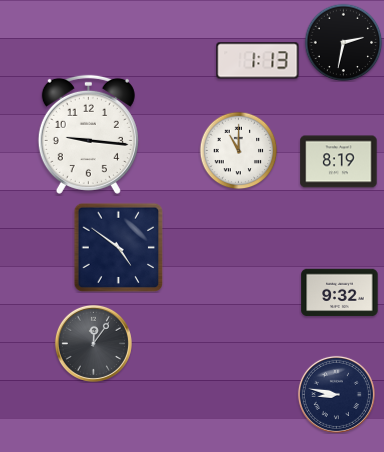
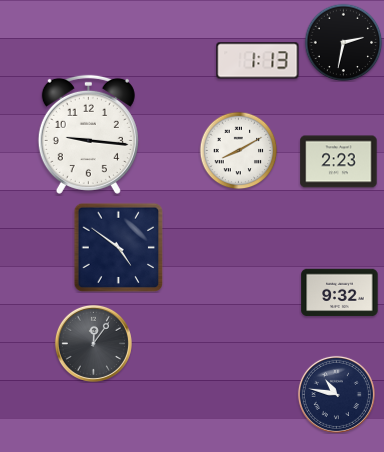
clock at (238, 150): 11:00 -> 8:10
clock at (339, 162): 8:19 -> 2:23
clock at (336, 394): 8:47 -> 10:47
